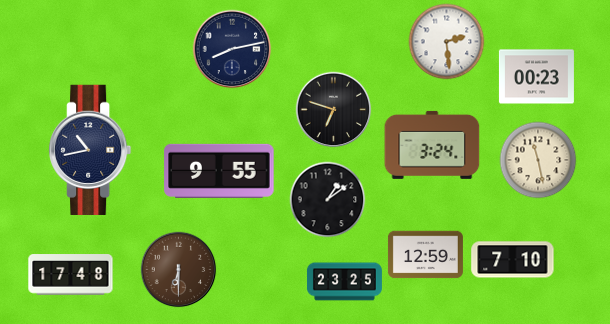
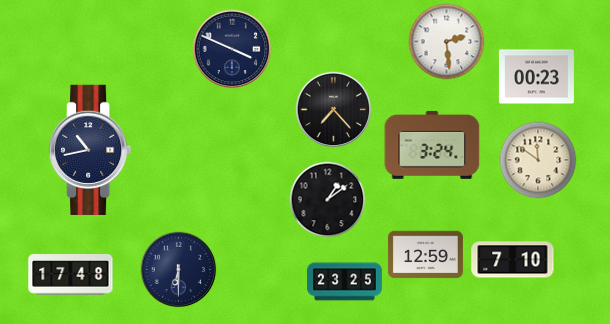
clock at (232, 49): 8:13 -> 3:49
clock at (334, 110): 6:48 -> 7:23
clock at (538, 160): 11:28 -> 11:51
clock at (219, 171): 9:55 -> none
clock at (179, 270) dial: brown -> navy
